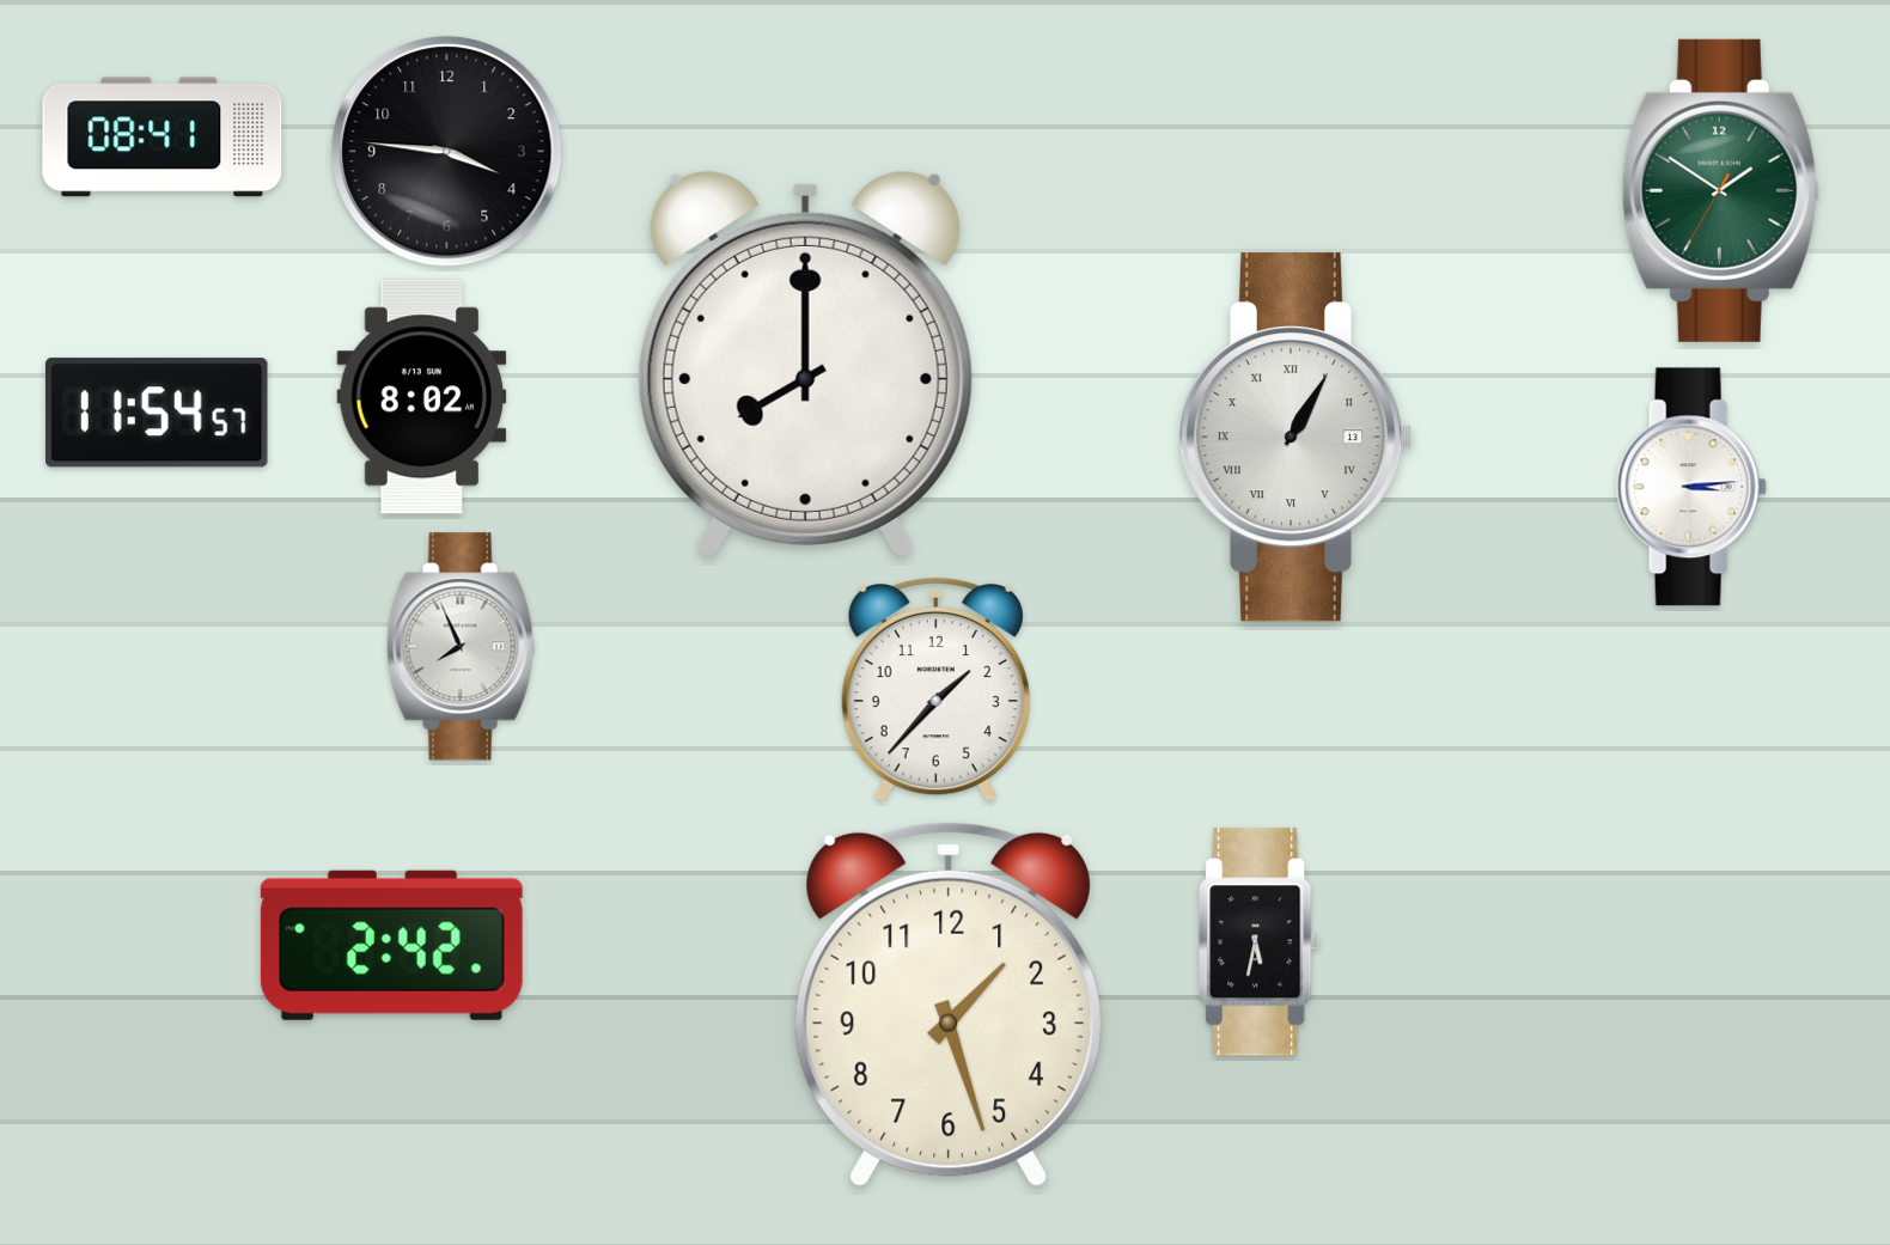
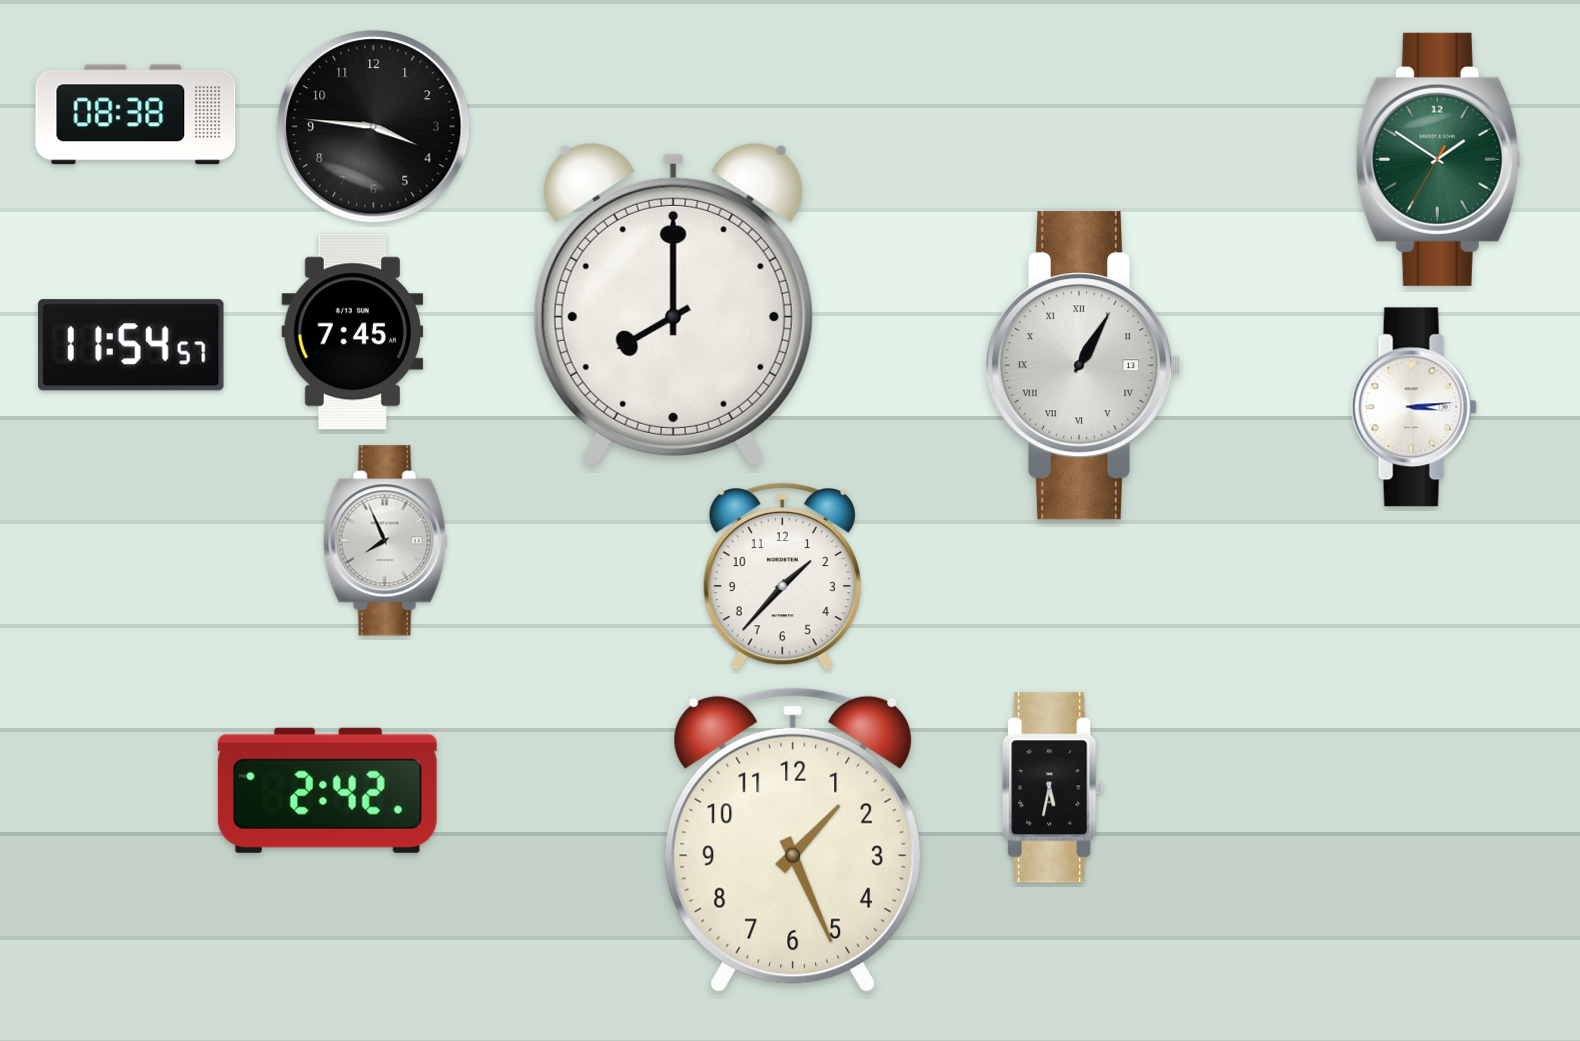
clock at (163, 138): 08:41 -> 08:38
clock at (422, 397): 8:02 -> 7:45
clock at (949, 1005): 1:27 -> 1:26
